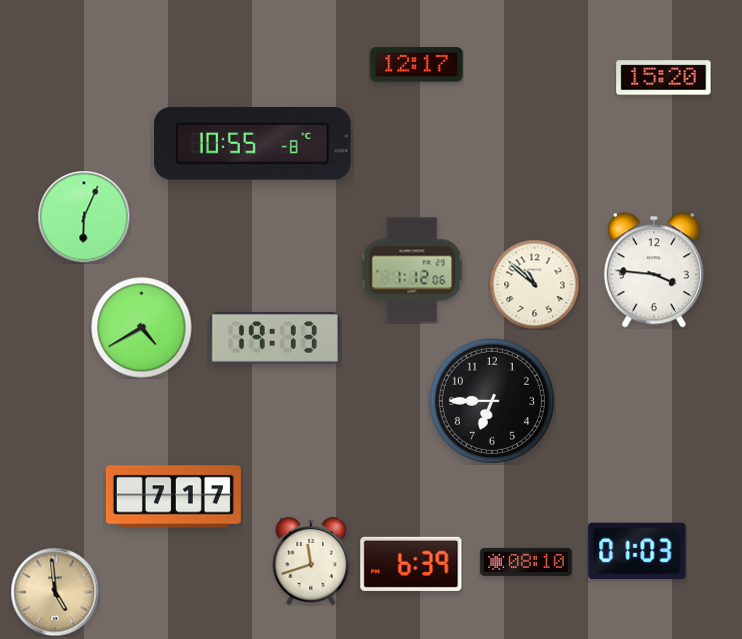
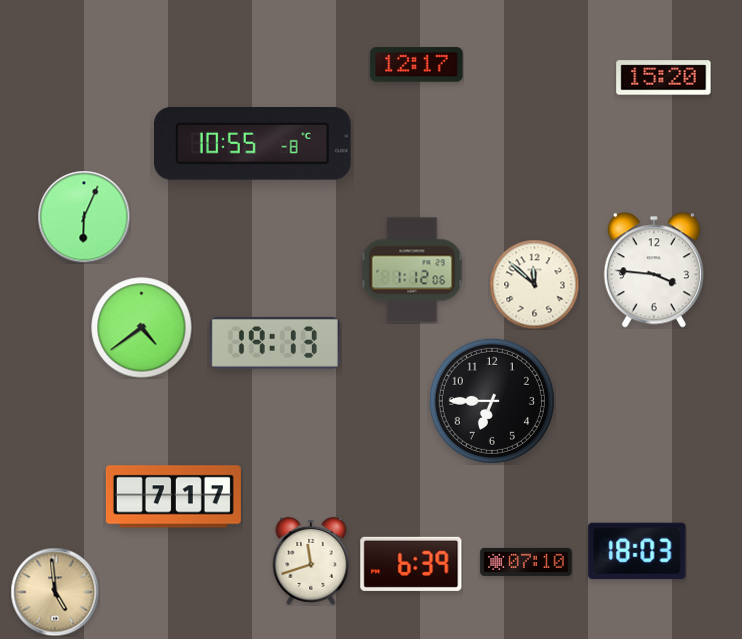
clock at (534, 284): 10:52 -> 11:52
clock at (142, 328): 4:40 -> 4:39
clock at (275, 338) position: (275, 338) -> (275, 343)
clock at (637, 551): 01:03 -> 18:03
clock at (526, 562): 08:10 -> 07:10
